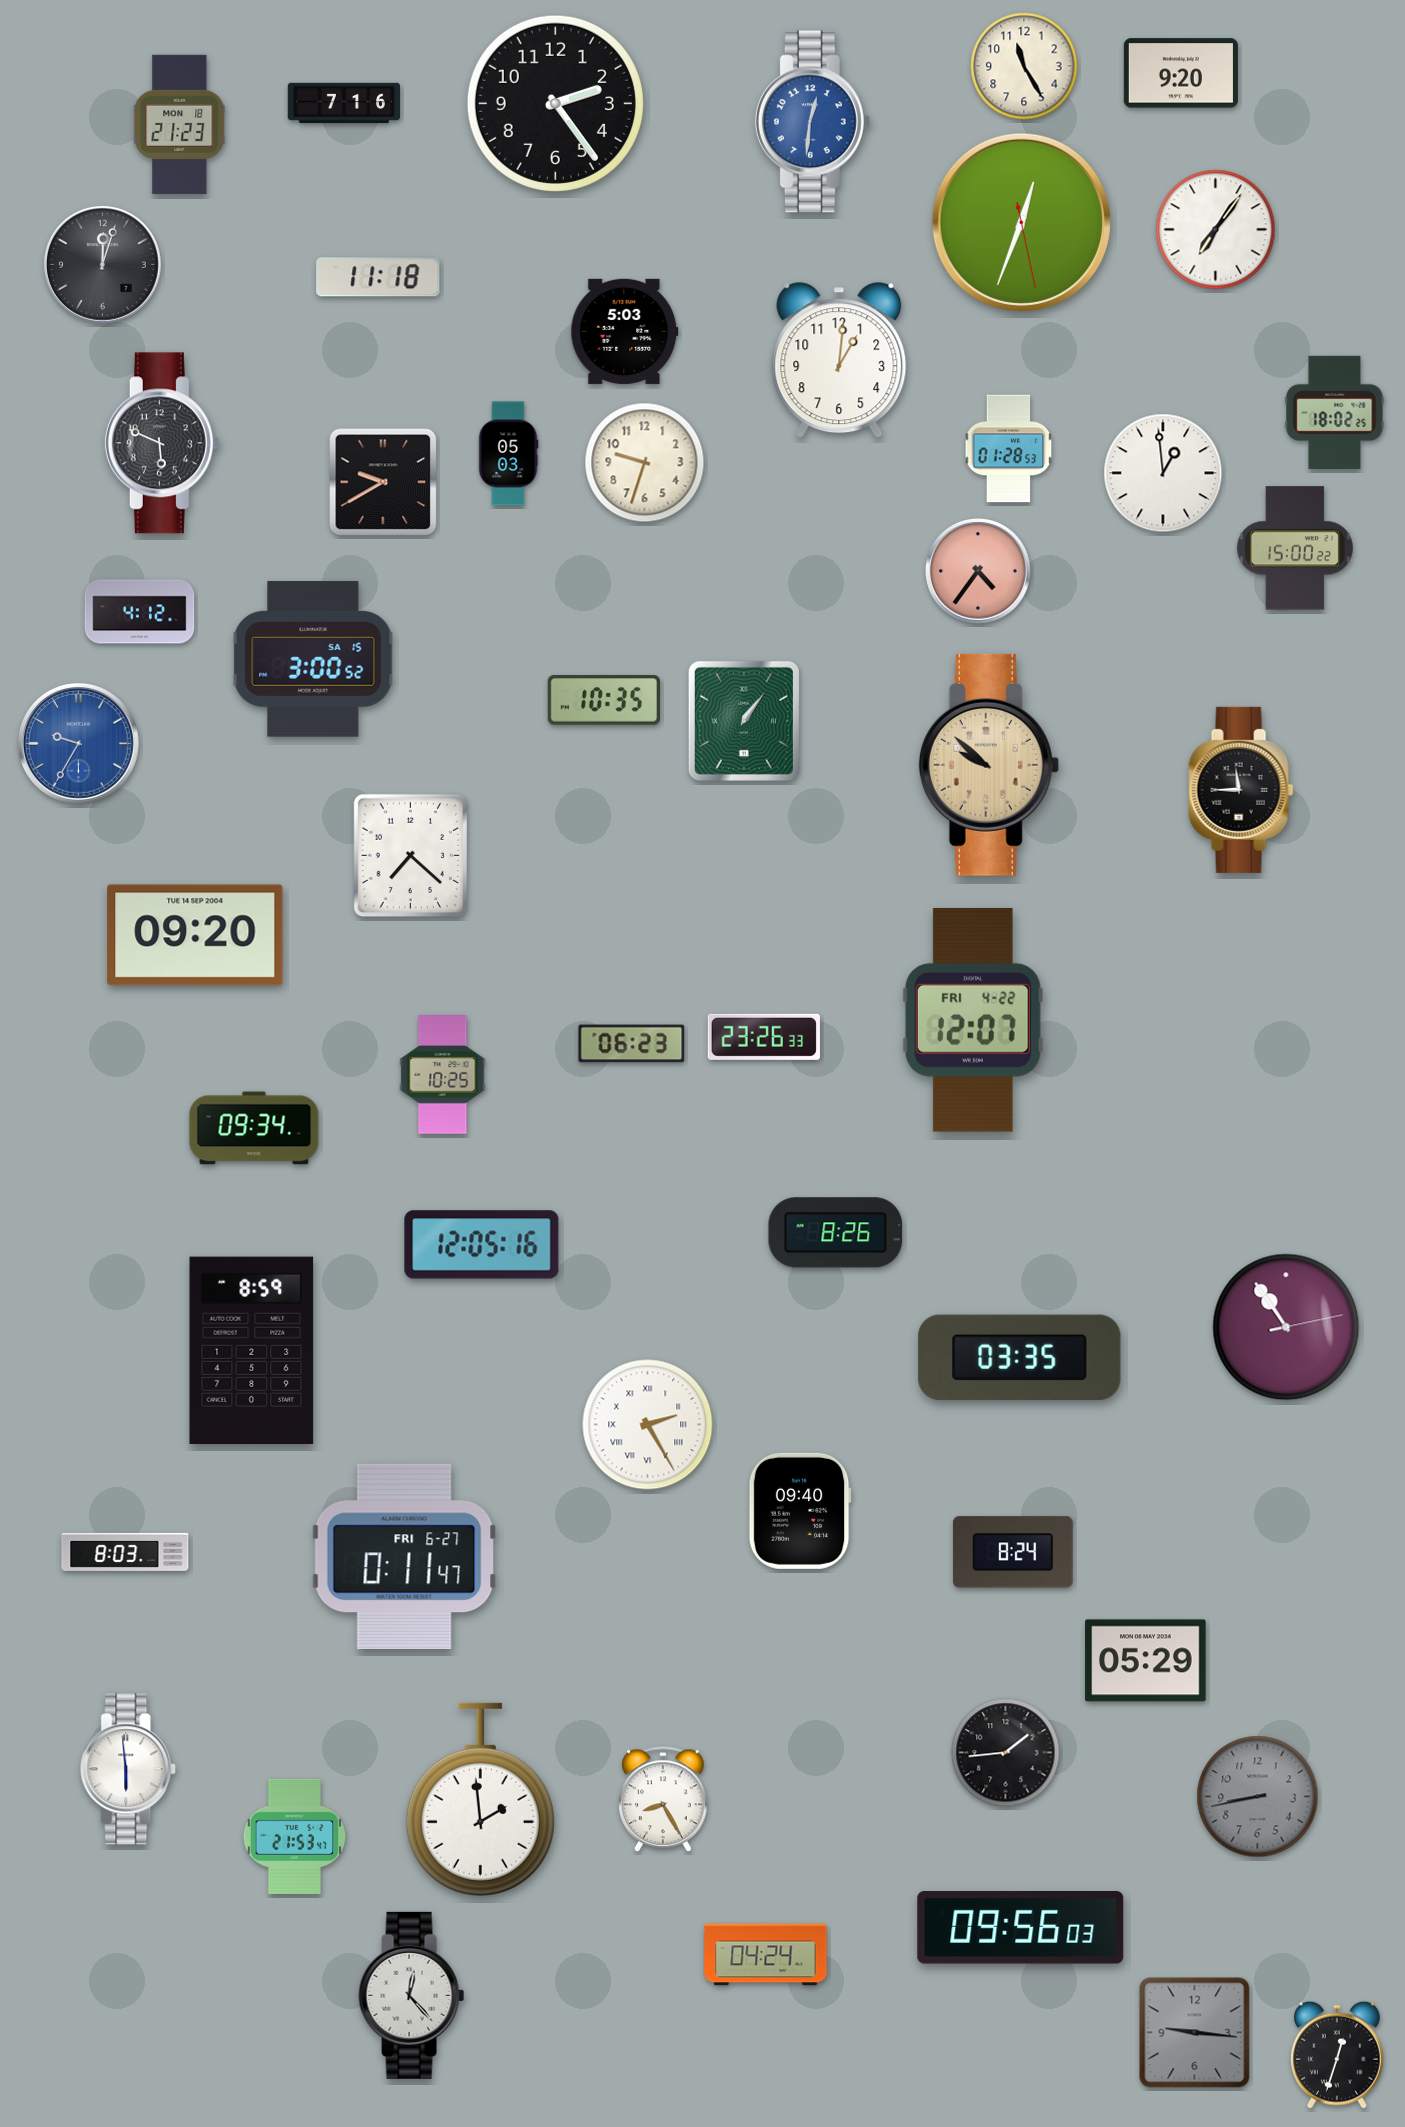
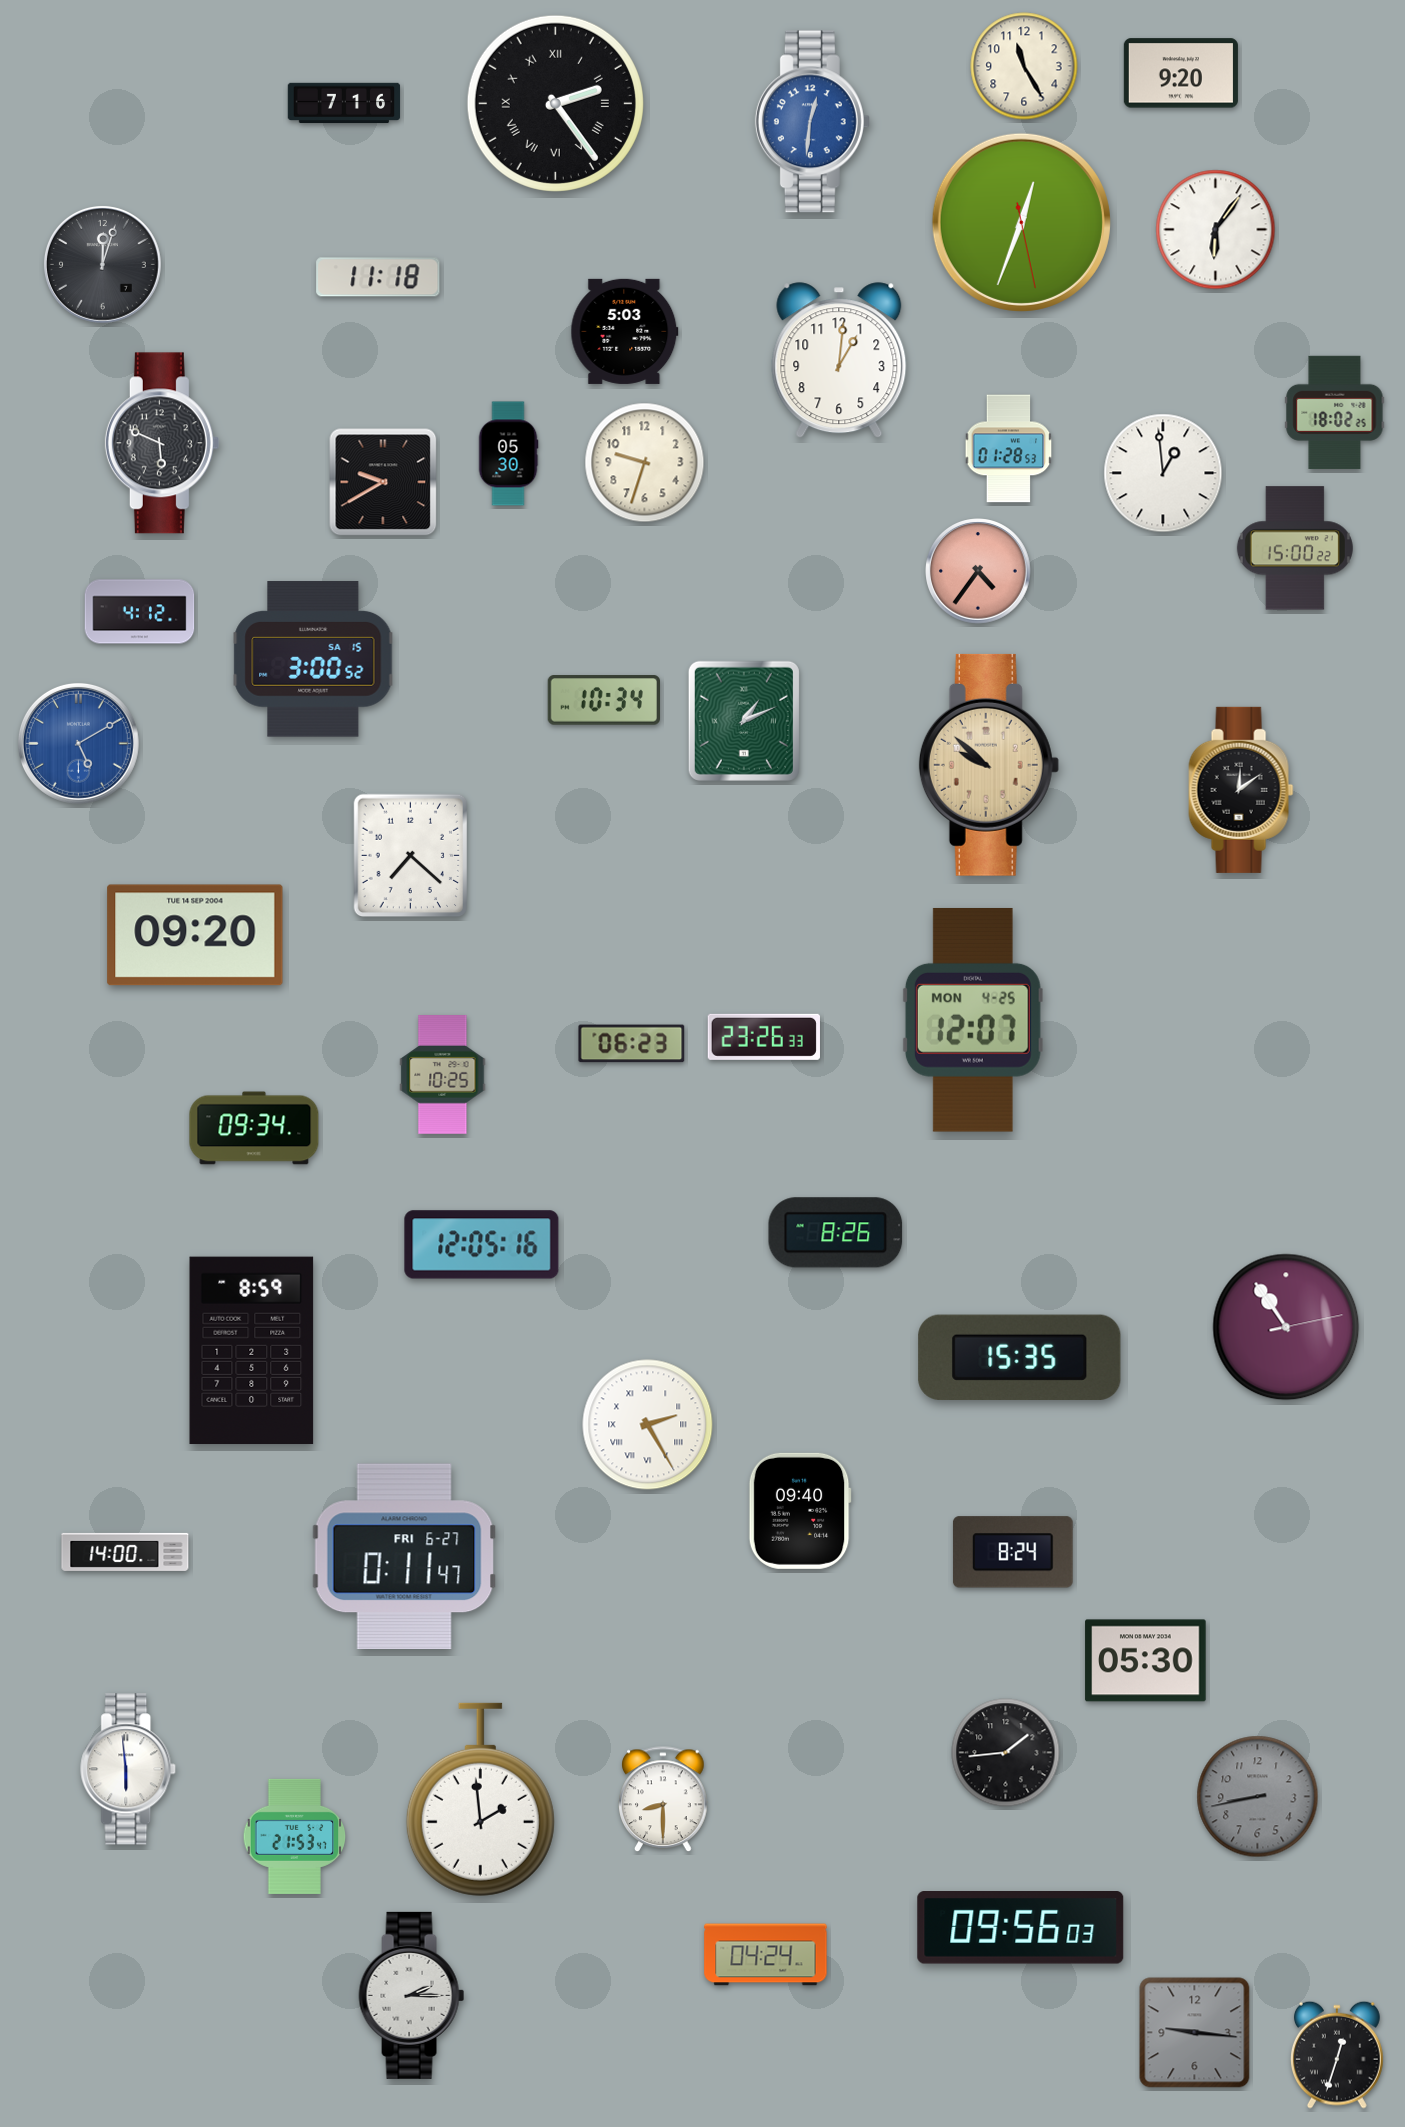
clock at (555, 103) numerals: Arabic -> Roman
clock at (180, 124): 21:23 -> none
clock at (1216, 230): 7:06 -> 6:06
clock at (508, 454): 05:03 -> 05:30
clock at (603, 700): 10:35 -> 10:34
clock at (744, 721): 1:06 -> 1:11
clock at (78, 743): 9:35 -> 5:10
clock at (1241, 790): 11:45 -> 12:09
clock at (973, 1020) date: FRI 4-22 -> MON 4-25
clock at (1020, 1357): 03:35 -> 15:35
clock at (125, 1552): 8:03 -> 14:00
clock at (1146, 1661): 05:29 -> 05:30
clock at (663, 1800): 8:25 -> 8:30
clock at (412, 1995): 12:23 -> 2:15
